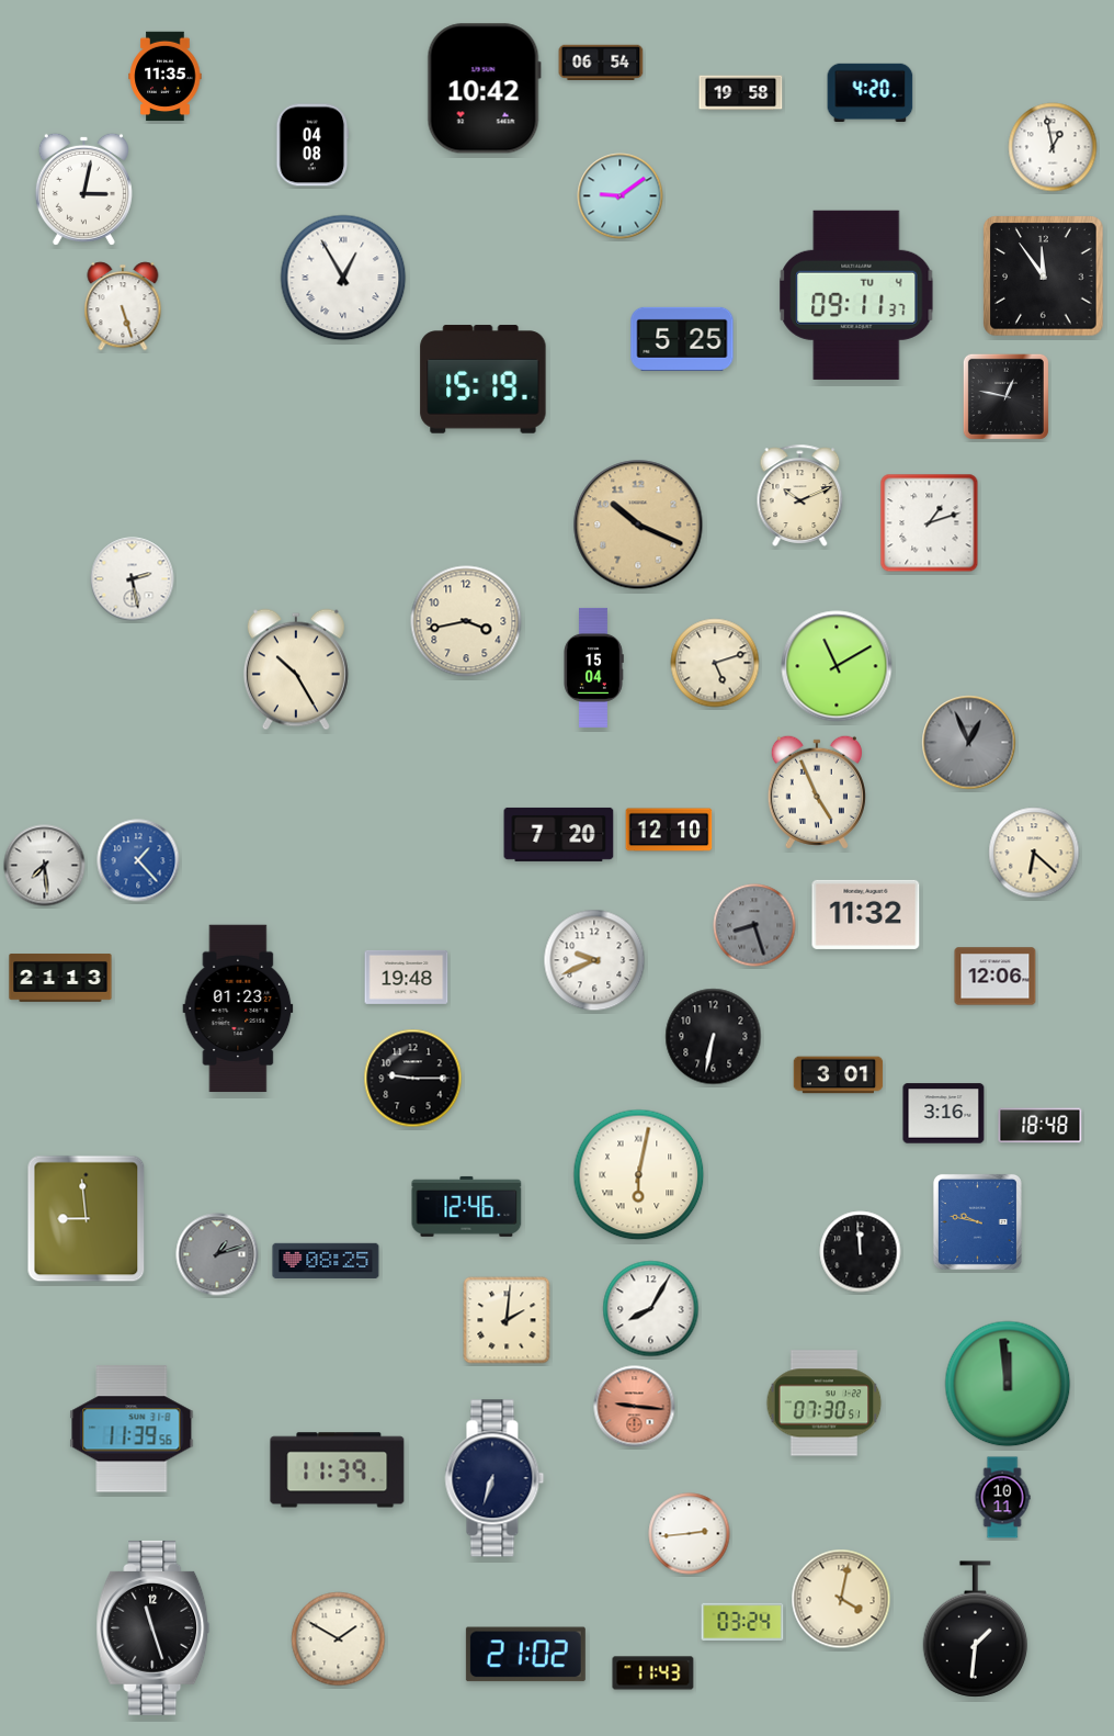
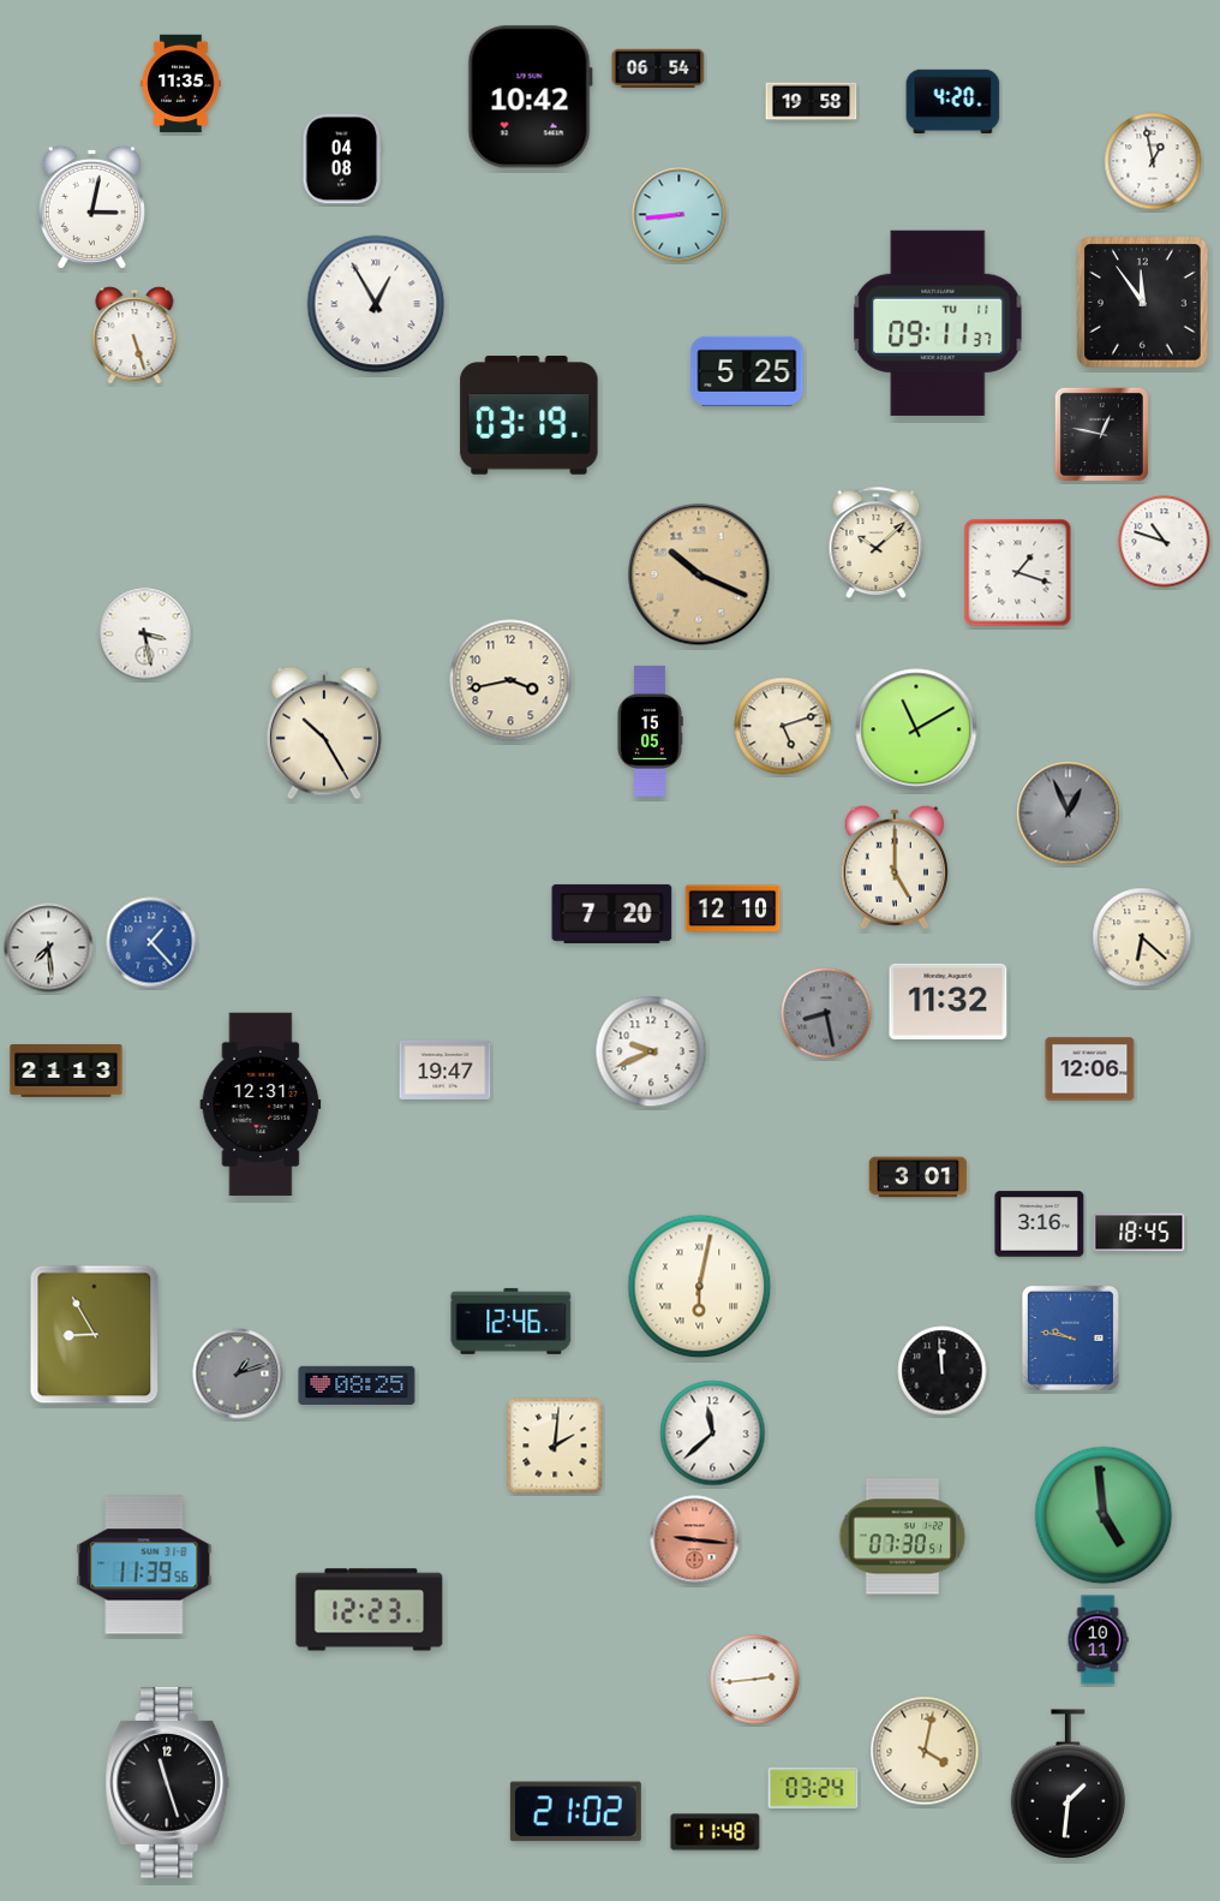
clock at (621, 196): 9:09 -> 8:44
clock at (856, 295) date: TU 4 -> TU 11
clock at (484, 380): 15:19 -> 03:19
clock at (800, 495): 10:11 -> 10:08
clock at (1165, 542): none -> 10:48
clock at (930, 523): 1:12 -> 1:18
clock at (133, 579): 2:28 -> 3:28
clock at (593, 667): 15:04 -> 15:05
clock at (969, 743) position: (969, 743) -> (1069, 814)
clock at (817, 792): 4:56 -> 5:00
clock at (1034, 853) position: (1034, 853) -> (1142, 937)
clock at (754, 925): 8:27 -> 8:28
clock at (407, 977): 19:48 -> 19:47
clock at (238, 1008): 01:23 -> 12:31
clock at (714, 1037): 6:32 -> none
clock at (413, 1079): 9:15 -> none
clock at (944, 1114) position: (944, 1114) -> (1040, 1224)
clock at (1041, 1126): 18:48 -> 18:45
clock at (87, 1219): 8:59 -> 8:55
clock at (326, 1261) position: (326, 1261) -> (357, 1385)
clock at (651, 1309): 8:05 -> 11:38
clock at (1008, 1384): 11:59 -> 4:59
clock at (338, 1470): 11:39 -> 12:23
clock at (495, 1478): 6:33 -> none
clock at (841, 1599) position: (841, 1599) -> (925, 1751)
clock at (742, 1621) position: (742, 1621) -> (813, 1787)
clock at (339, 1639): 1:50 -> none
clock at (653, 1673): 11:43 -> 11:48
